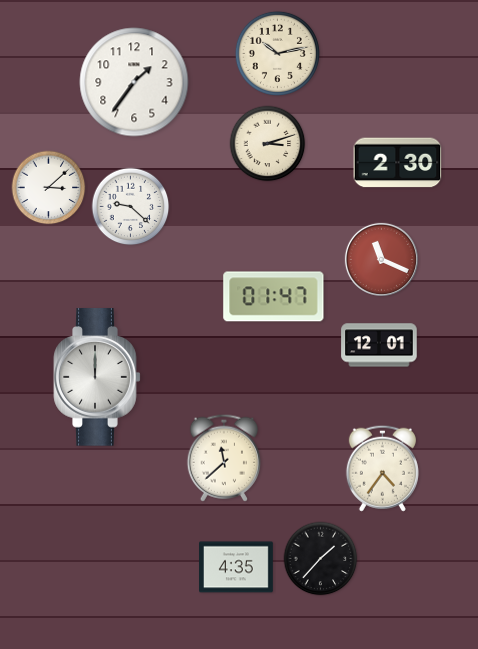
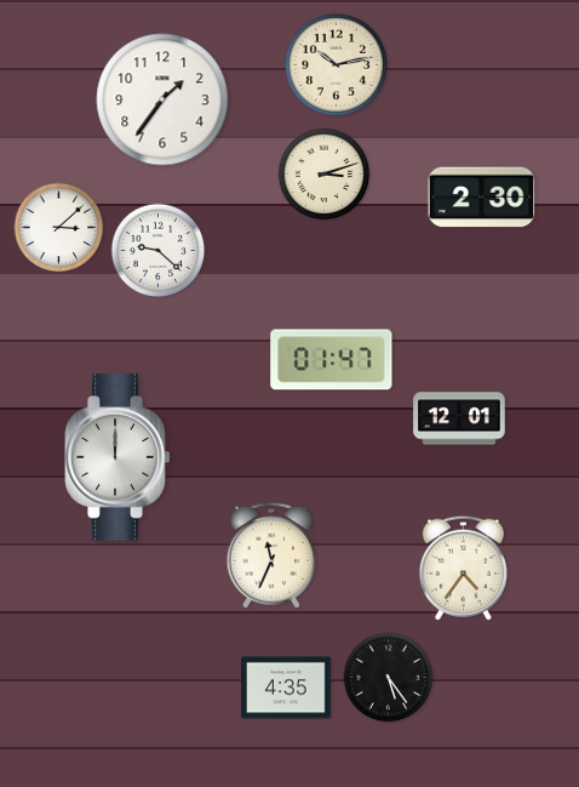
clock at (381, 259): 11:19 -> none
clock at (223, 458): 11:38 -> 11:34
clock at (321, 559): 1:37 -> 5:24
